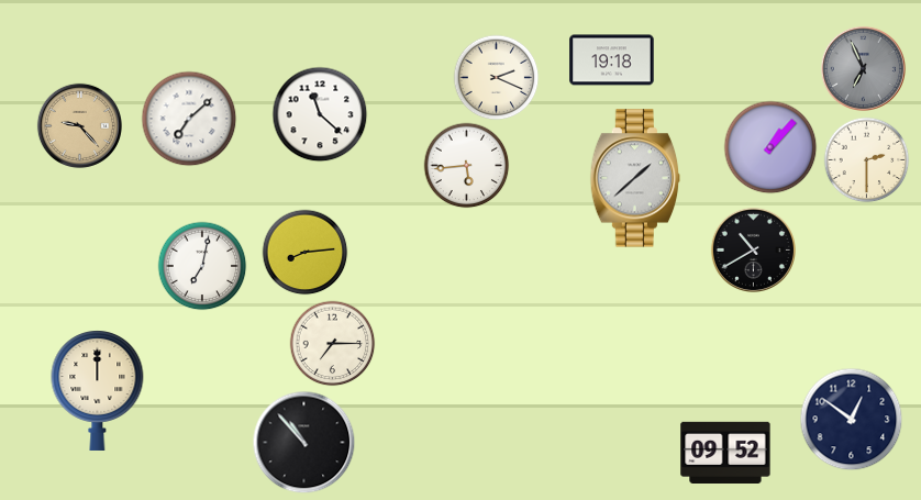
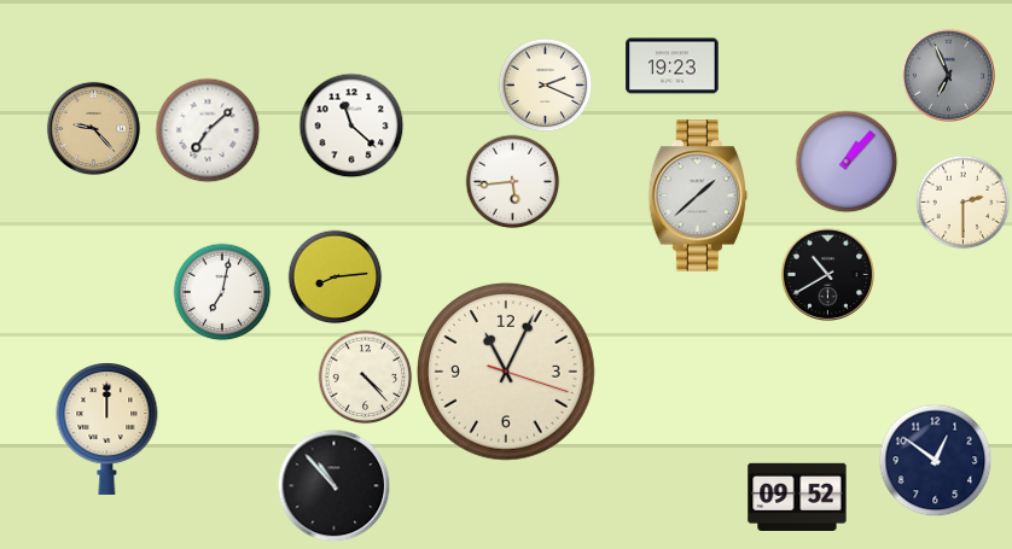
clock at (612, 60): 19:18 -> 19:23
clock at (79, 125) position: (79, 125) -> (93, 128)
clock at (866, 159) position: (866, 159) -> (962, 202)
clock at (507, 373): none -> 11:04
clock at (332, 343): 7:15 -> 4:23
